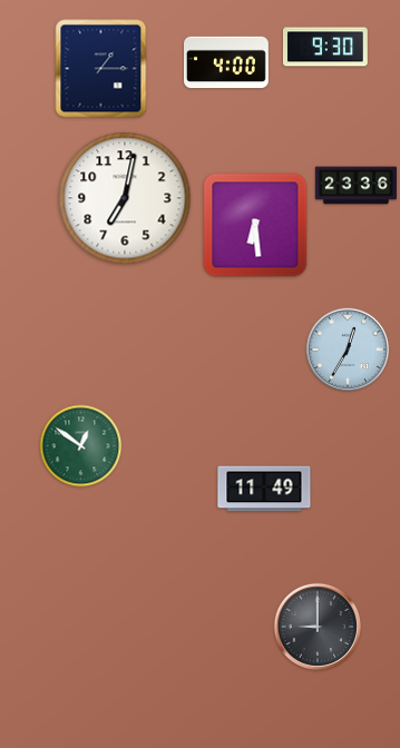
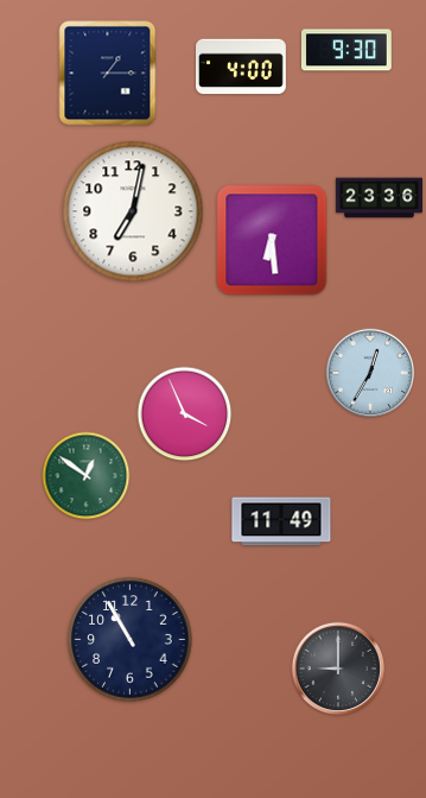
clock at (185, 414): none -> 3:56
clock at (131, 640): none -> 10:55
